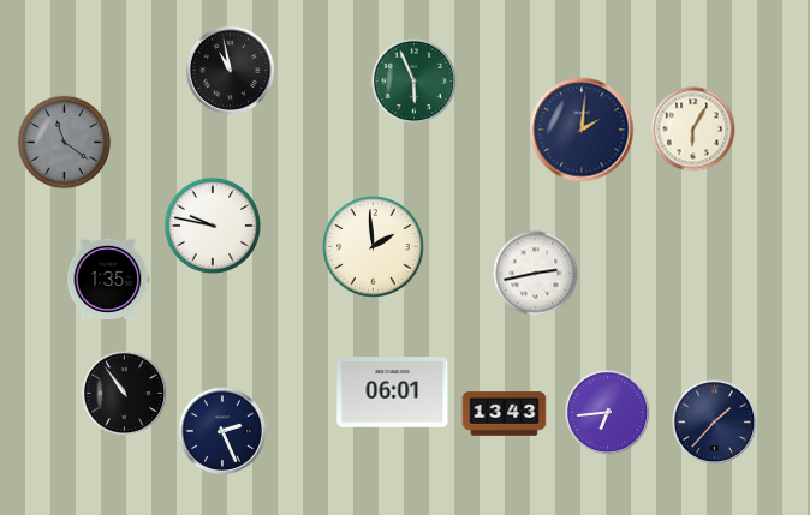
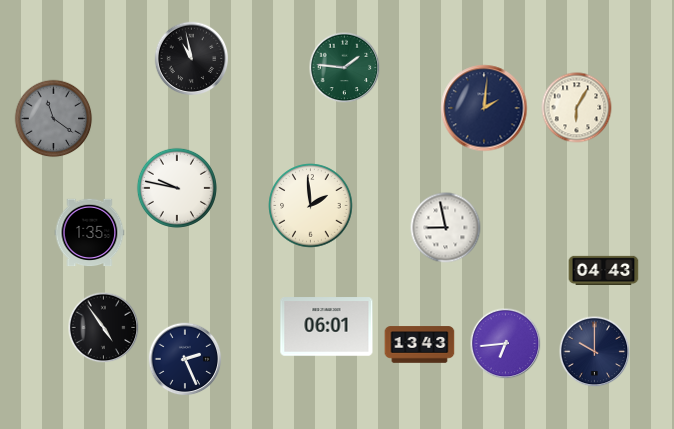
clock at (415, 82): 5:56 -> 1:46
clock at (536, 274): 2:43 -> 8:58
clock at (604, 270): none -> 04:43
clock at (125, 394): 10:54 -> 4:54
clock at (715, 423): 1:37 -> 10:00
